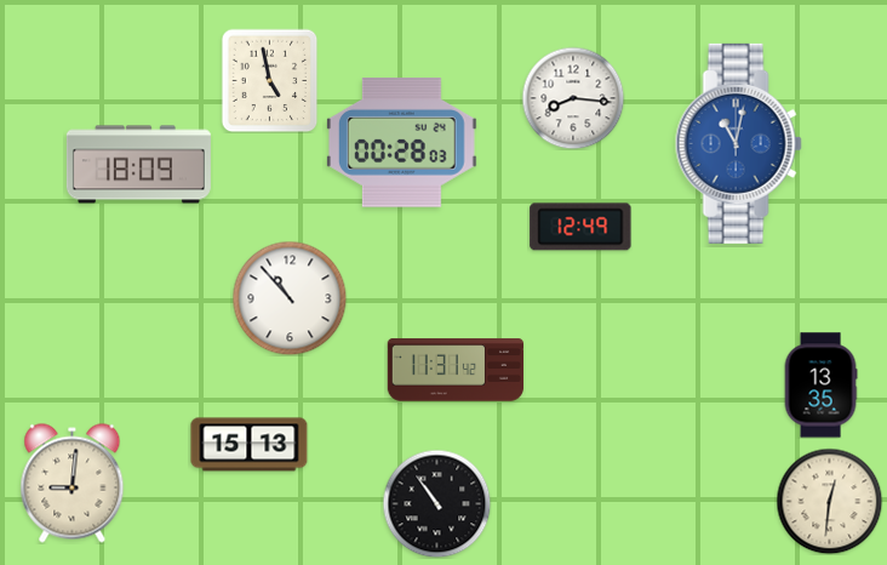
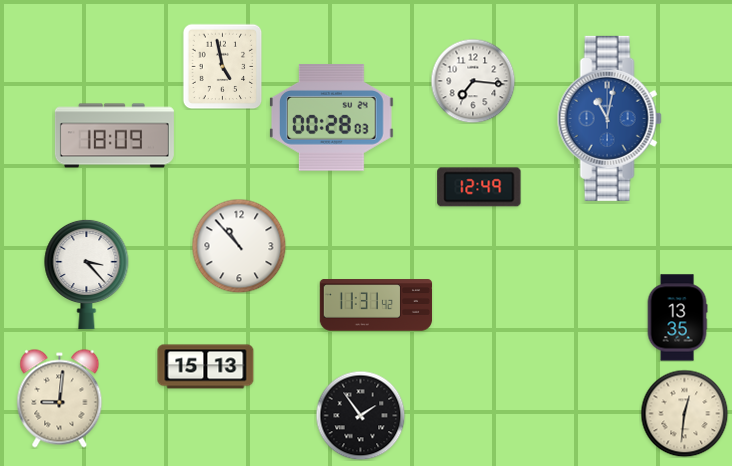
clock at (573, 98): 8:16 -> 7:16
clock at (87, 274): none -> 3:23
clock at (436, 503): 10:54 -> 1:54
